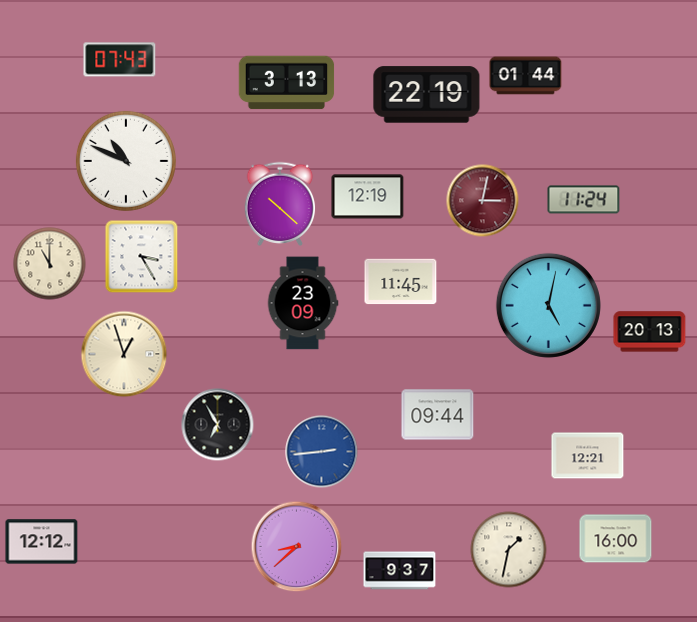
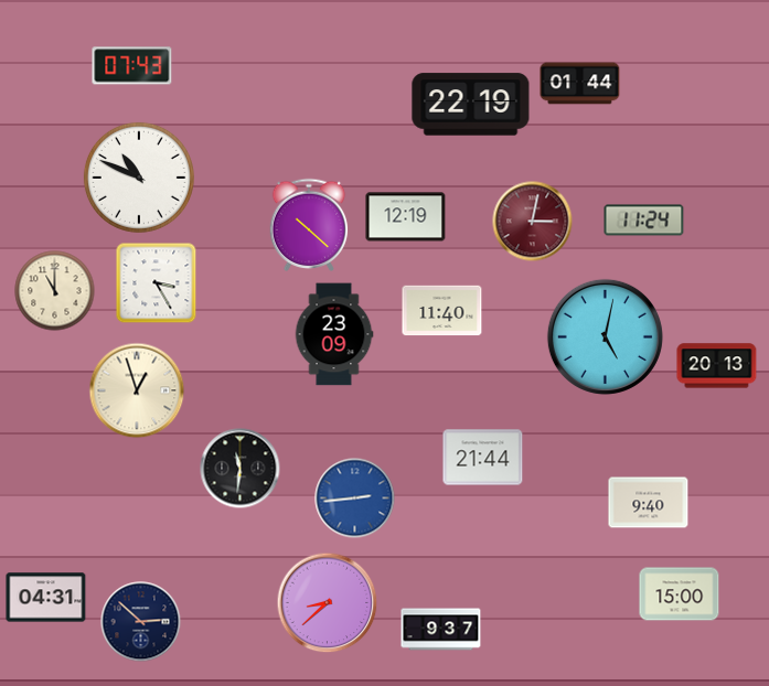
clock at (287, 83): 3:13 -> none
clock at (401, 282): 11:45 -> 11:40
clock at (438, 415): 09:44 -> 21:44
clock at (218, 425): 6:55 -> 11:31
clock at (588, 456): 12:21 -> 9:40
clock at (616, 539): 16:00 -> 15:00
clock at (42, 542): 12:12 -> 04:31
clock at (509, 550): 1:32 -> none
clock at (141, 622): none -> 2:52
